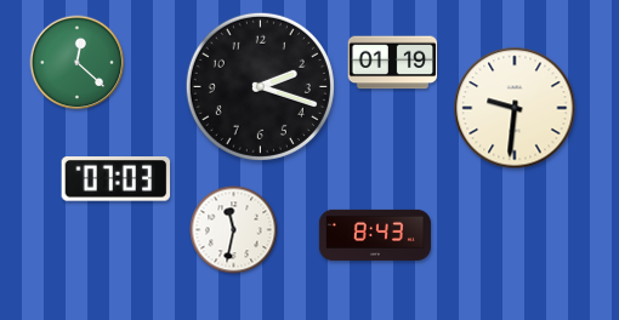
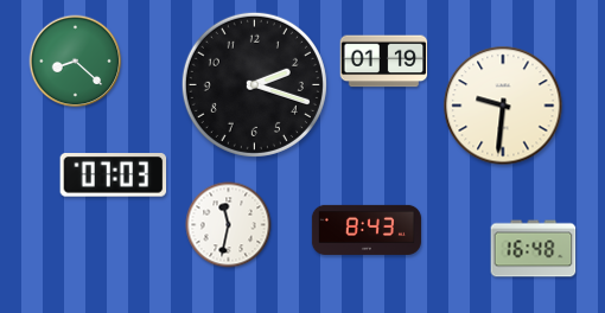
clock at (78, 63): 12:22 -> 8:22
clock at (534, 249): none -> 16:48
